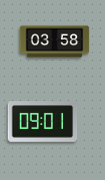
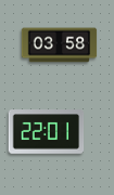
clock at (43, 122): 09:01 -> 22:01
